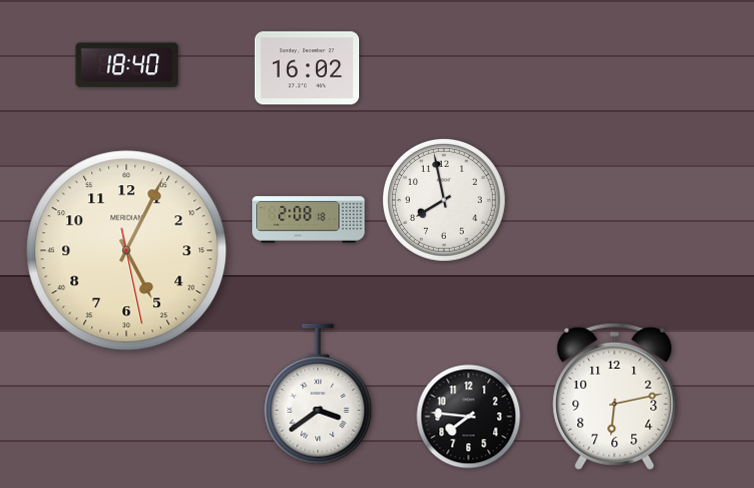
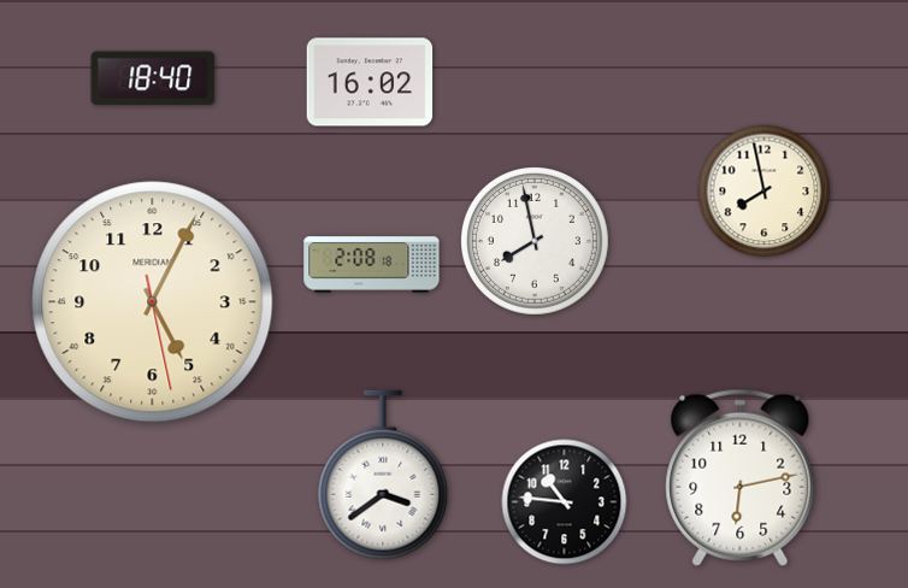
clock at (765, 192): none -> 7:58
clock at (469, 417): 7:46 -> 10:46
